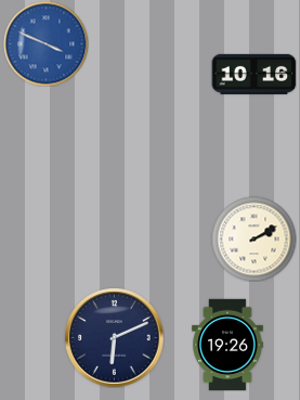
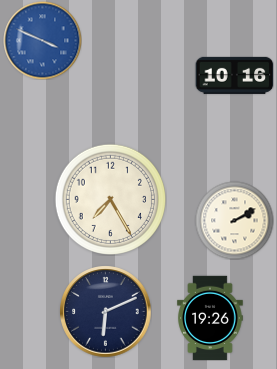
clock at (253, 74) position: (253, 74) -> (234, 75)
clock at (110, 199): none -> 7:25
